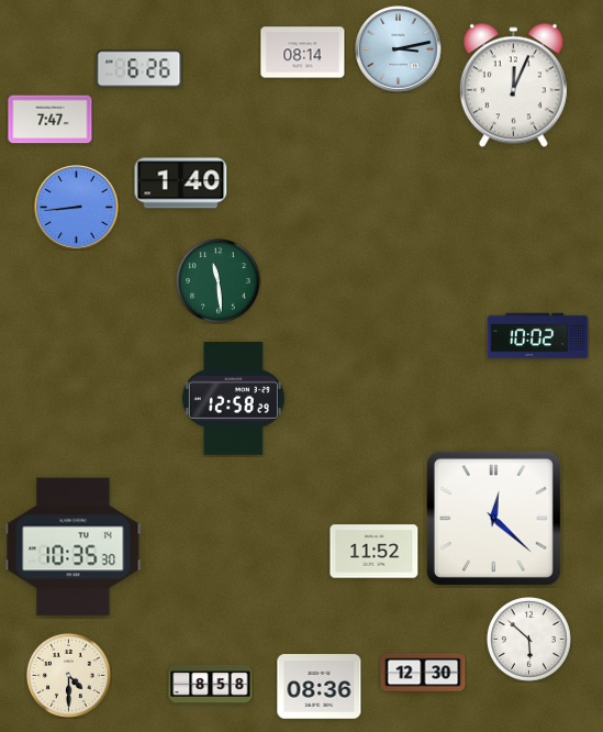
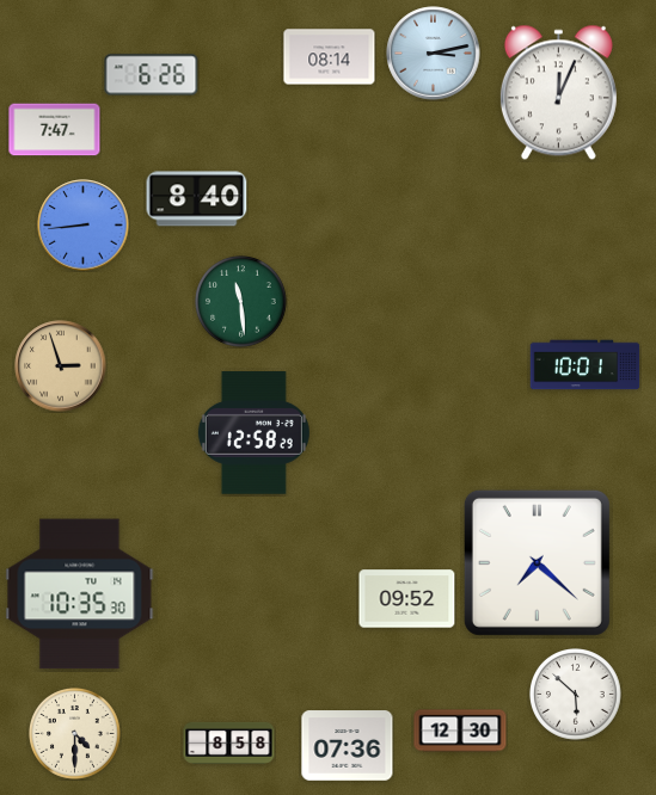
clock at (181, 184): 1:40 -> 8:40
clock at (219, 281) position: (219, 281) -> (241, 302)
clock at (538, 336): 10:02 -> 10:01
clock at (61, 366): none -> 2:57
clock at (493, 518): 12:22 -> 7:22
clock at (375, 552): 11:52 -> 09:52
clock at (320, 687): 08:36 -> 07:36
